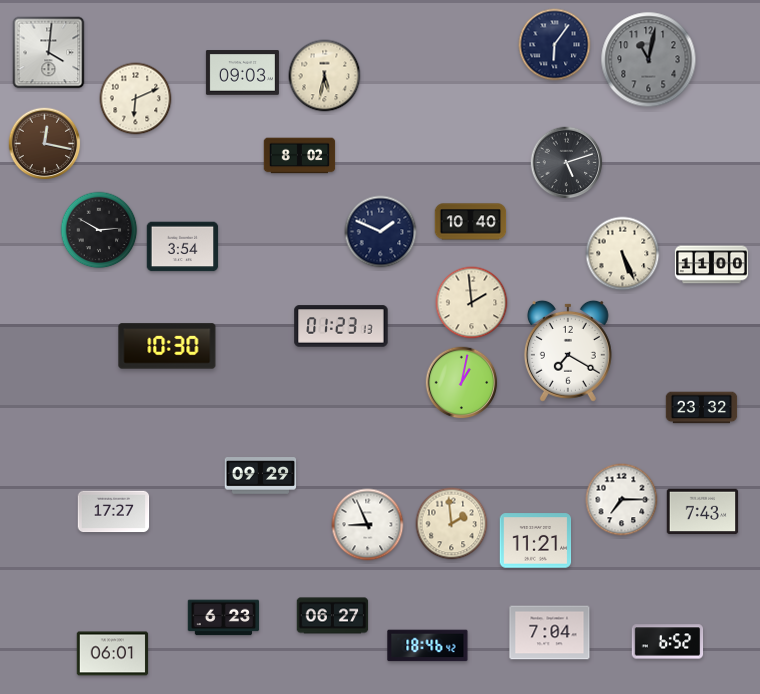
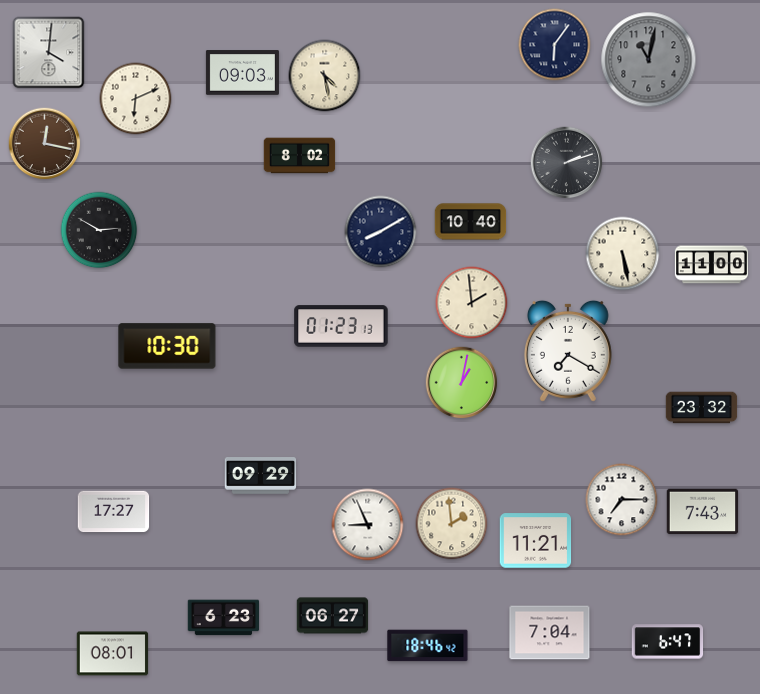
clock at (325, 76): 5:32 -> 4:28
clock at (567, 163): 5:12 -> 2:12
clock at (381, 232): 1:49 -> 8:10
clock at (183, 247): 3:54 -> none
clock at (623, 254): 5:26 -> 5:28
clock at (668, 642): 6:52 -> 6:47
clock at (113, 654): 06:01 -> 08:01
